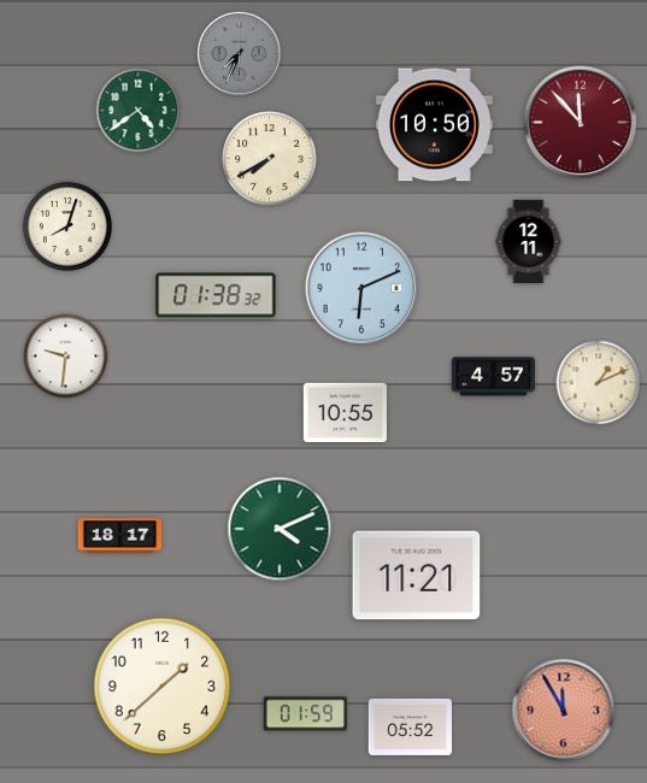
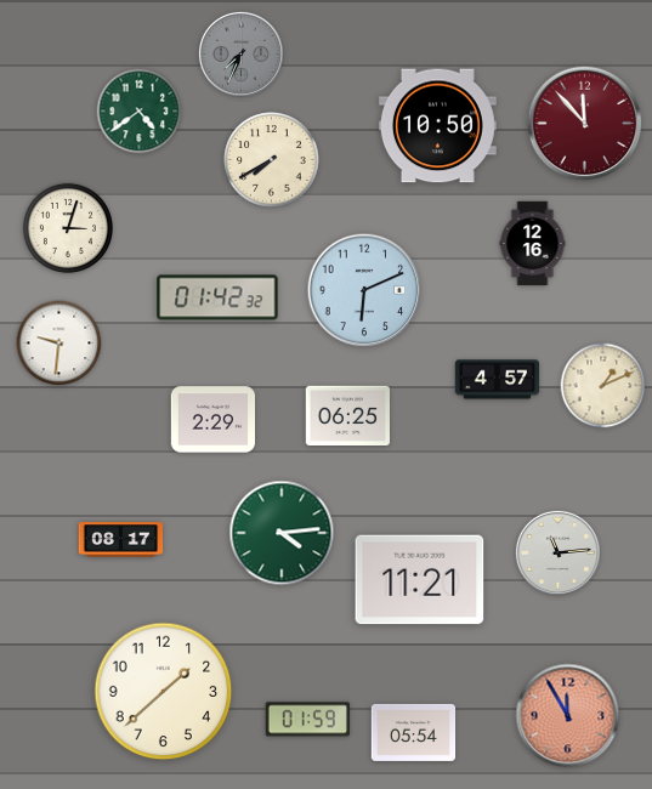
clock at (67, 226): 8:03 -> 3:03
clock at (529, 242): 12:11 -> 12:16
clock at (216, 295): 01:38 -> 01:42
clock at (66, 357) position: (66, 357) -> (59, 344)
clock at (346, 413): 10:55 -> 06:25
clock at (214, 420): none -> 2:29
clock at (280, 529): 4:11 -> 4:14
clock at (120, 536): 18:17 -> 08:17
clock at (557, 552): none -> 11:14
clock at (411, 726): 05:52 -> 05:54
